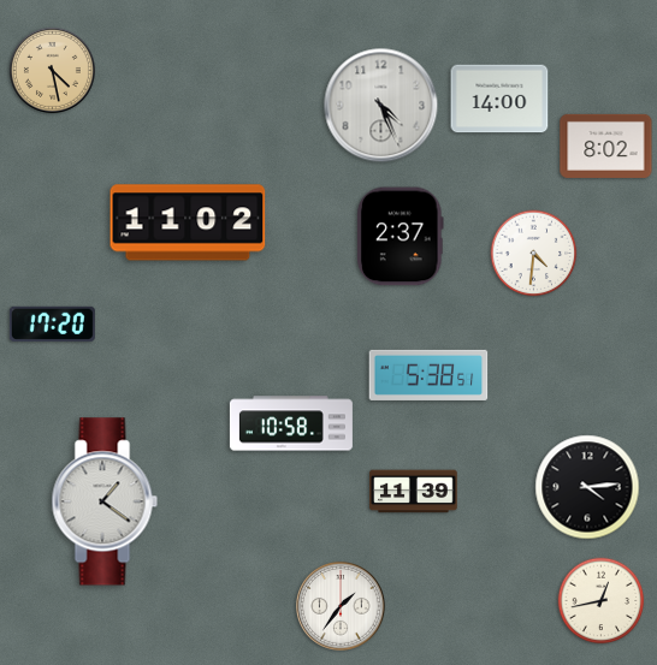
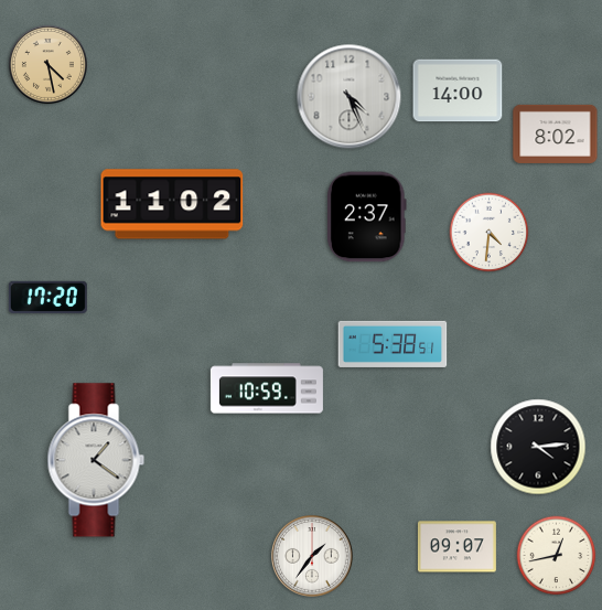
clock at (291, 423): 10:58 -> 10:59
clock at (414, 492): 11:39 -> none
clock at (456, 547): none -> 09:07
clock at (602, 601) position: (602, 601) -> (557, 556)
